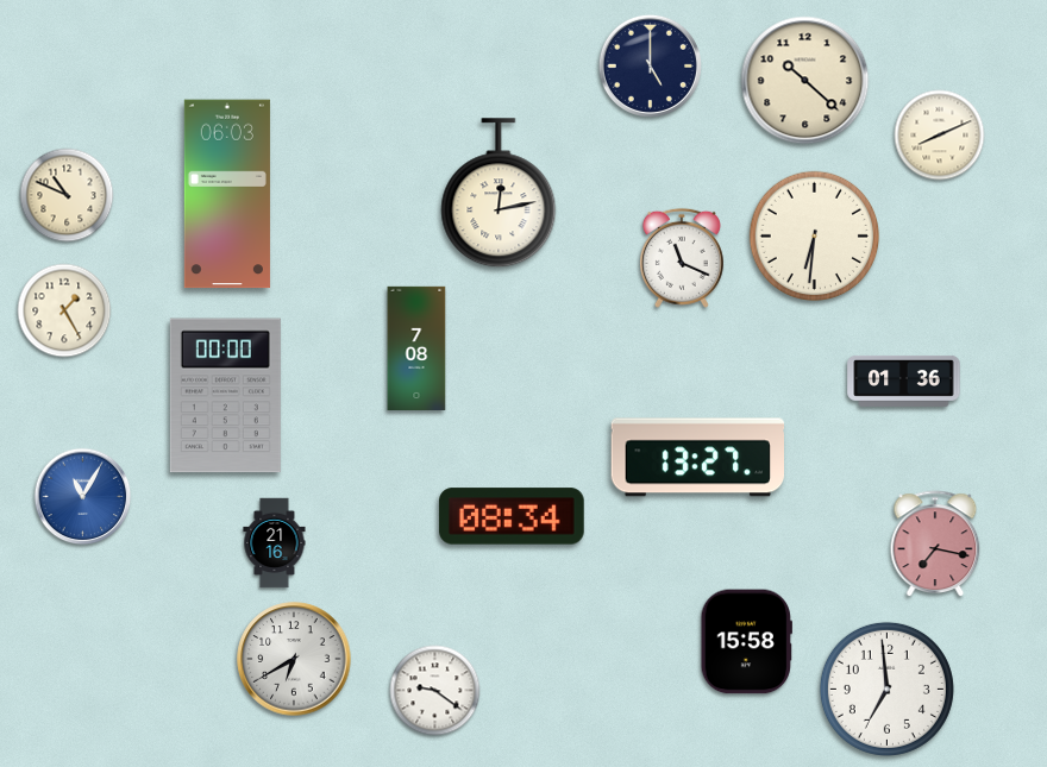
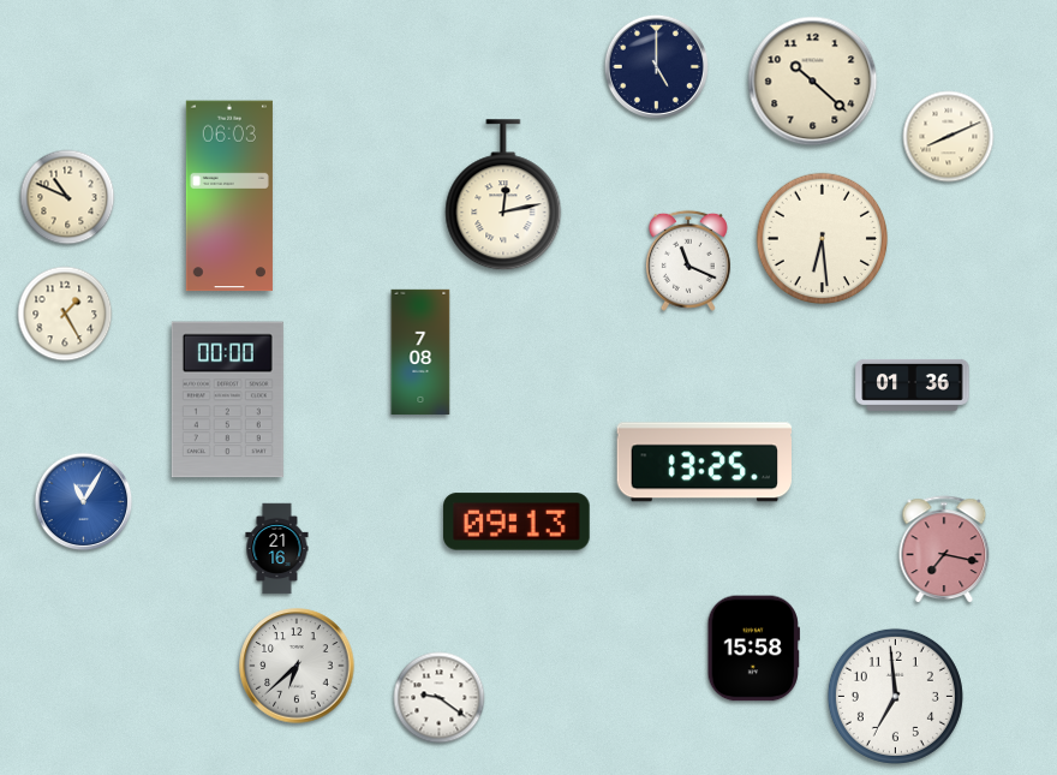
clock at (815, 237): 6:31 -> 6:29
clock at (697, 458): 13:27 -> 13:25
clock at (512, 516): 08:34 -> 09:13
clock at (294, 659): 6:40 -> 6:38
